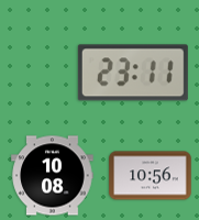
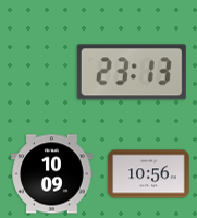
clock at (133, 73): 23:11 -> 23:13
clock at (53, 176): 10:08 -> 10:09
